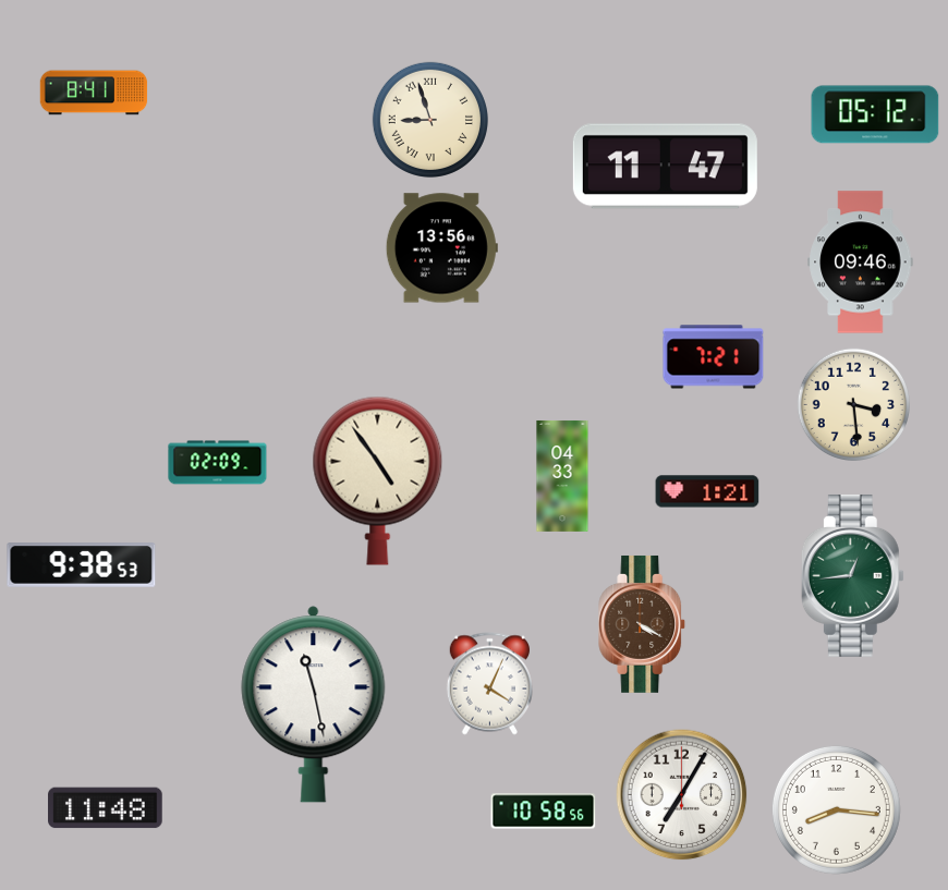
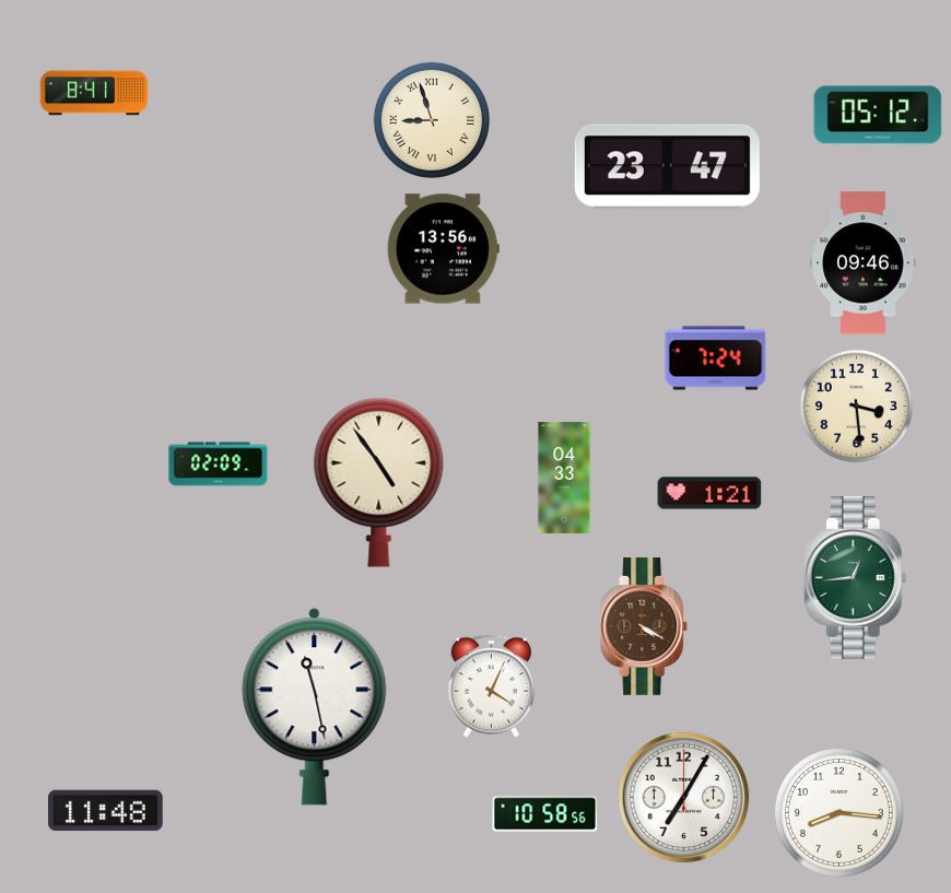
clock at (665, 167): 11:47 -> 23:47
clock at (714, 357): 7:21 -> 7:24
clock at (82, 565): 9:38 -> none
